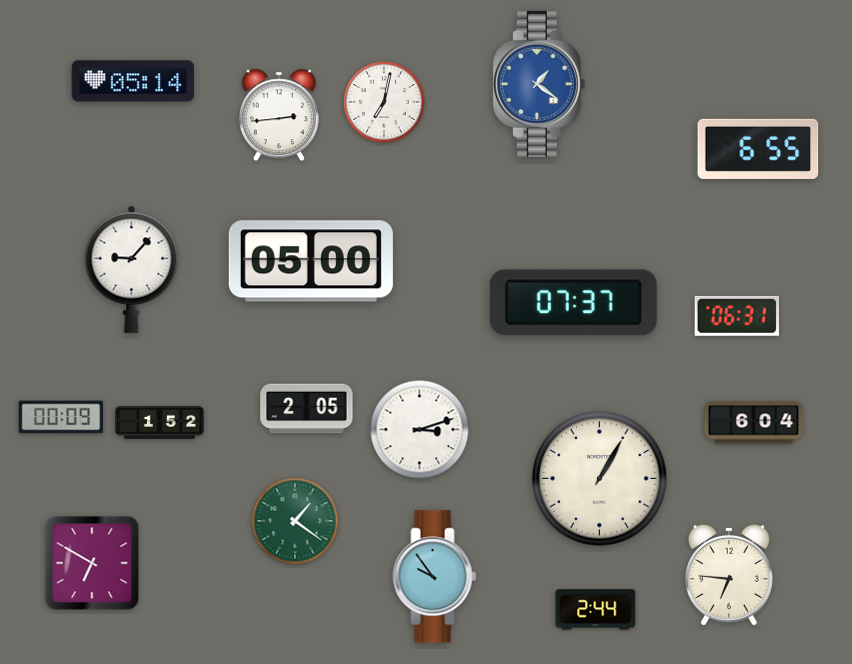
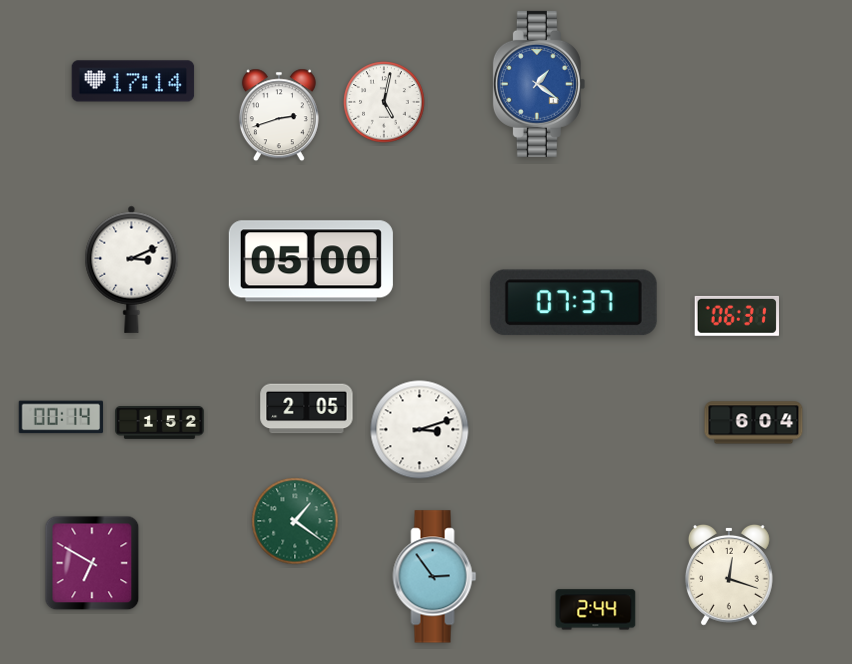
clock at (133, 81): 05:14 -> 17:14
clock at (384, 102): 7:02 -> 5:02
clock at (279, 115): 2:44 -> 2:42
clock at (758, 149): 6:55 -> none
clock at (132, 269): 9:07 -> 3:11
clock at (61, 417): 00:09 -> 00:14
clock at (600, 479): 1:05 -> none
clock at (729, 575): 6:46 -> 12:18
clock at (435, 577): 9:54 -> 2:54
